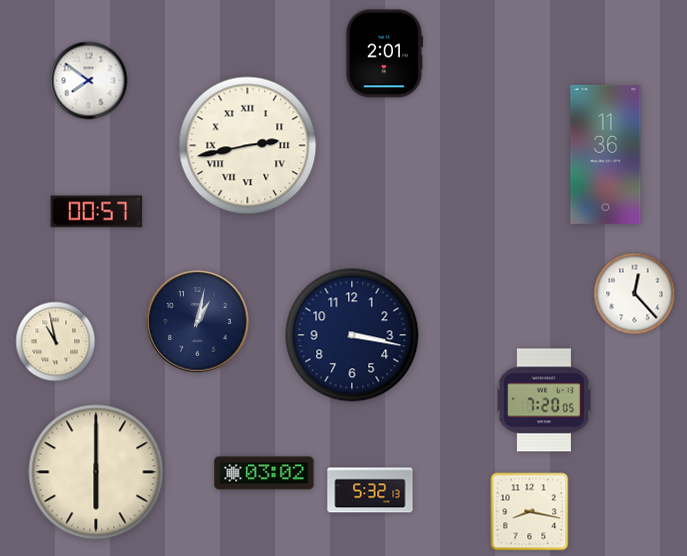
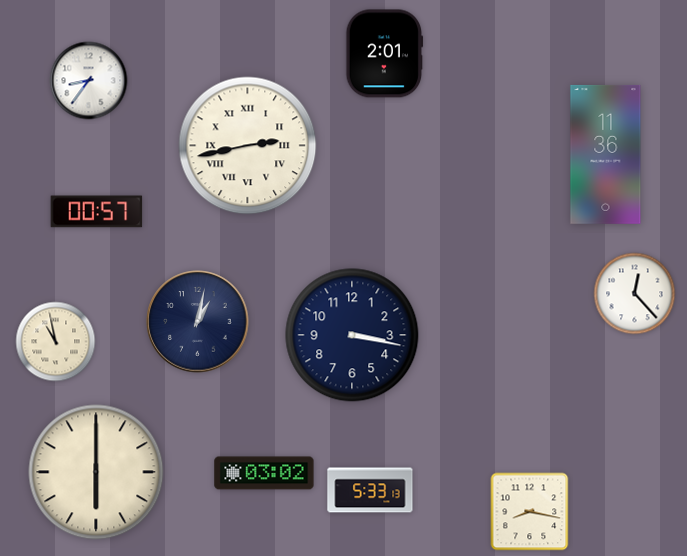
clock at (89, 81): 7:51 -> 8:36
clock at (544, 400): 7:20 -> none
clock at (370, 490): 5:32 -> 5:33
